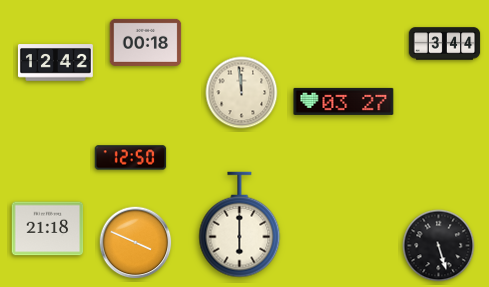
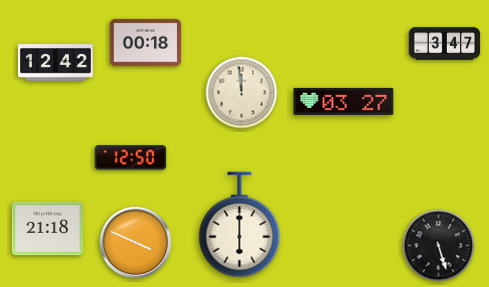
clock at (445, 44): 3:44 -> 3:47
